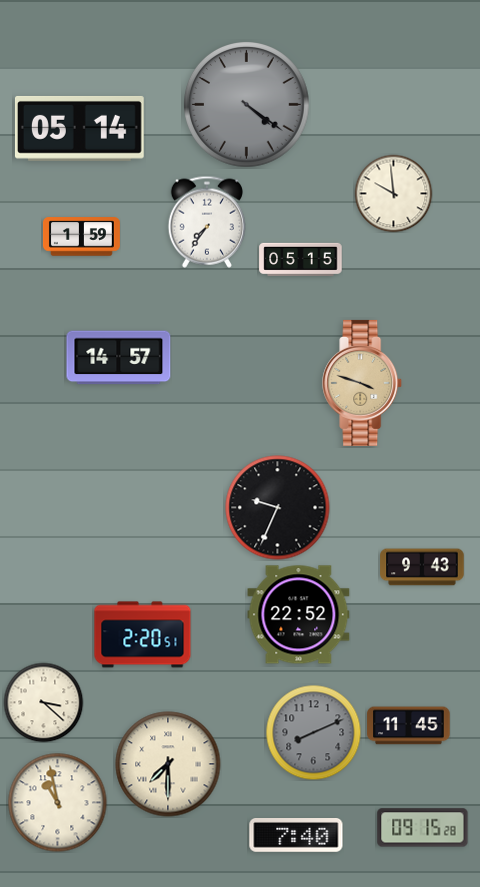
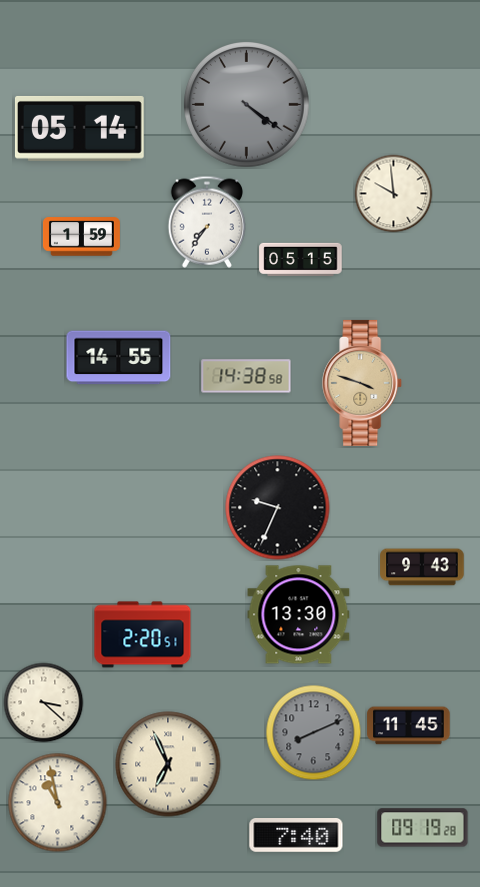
clock at (119, 358): 14:57 -> 14:55
clock at (246, 376): none -> 14:38
clock at (299, 615): 22:52 -> 13:30
clock at (168, 764): 7:30 -> 6:56
clock at (423, 828): 09:15 -> 09:19
